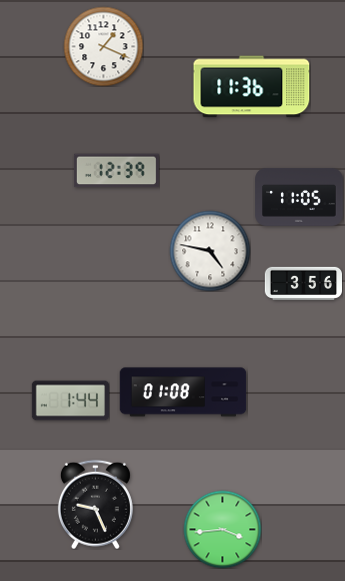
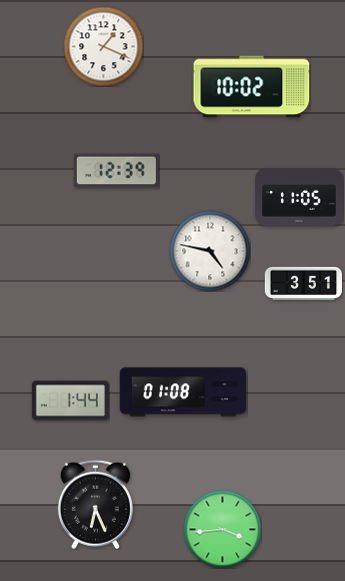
clock at (252, 87): 11:36 -> 10:02
clock at (303, 283): 3:56 -> 3:51
clock at (95, 504): 9:26 -> 6:26
